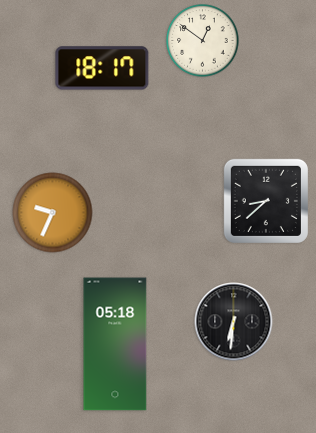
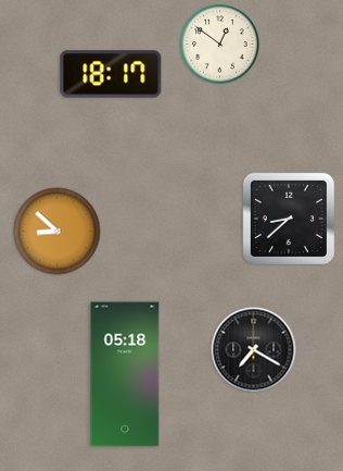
clock at (53, 213): 9:34 -> 8:52
clock at (234, 322): 6:31 -> 7:20
